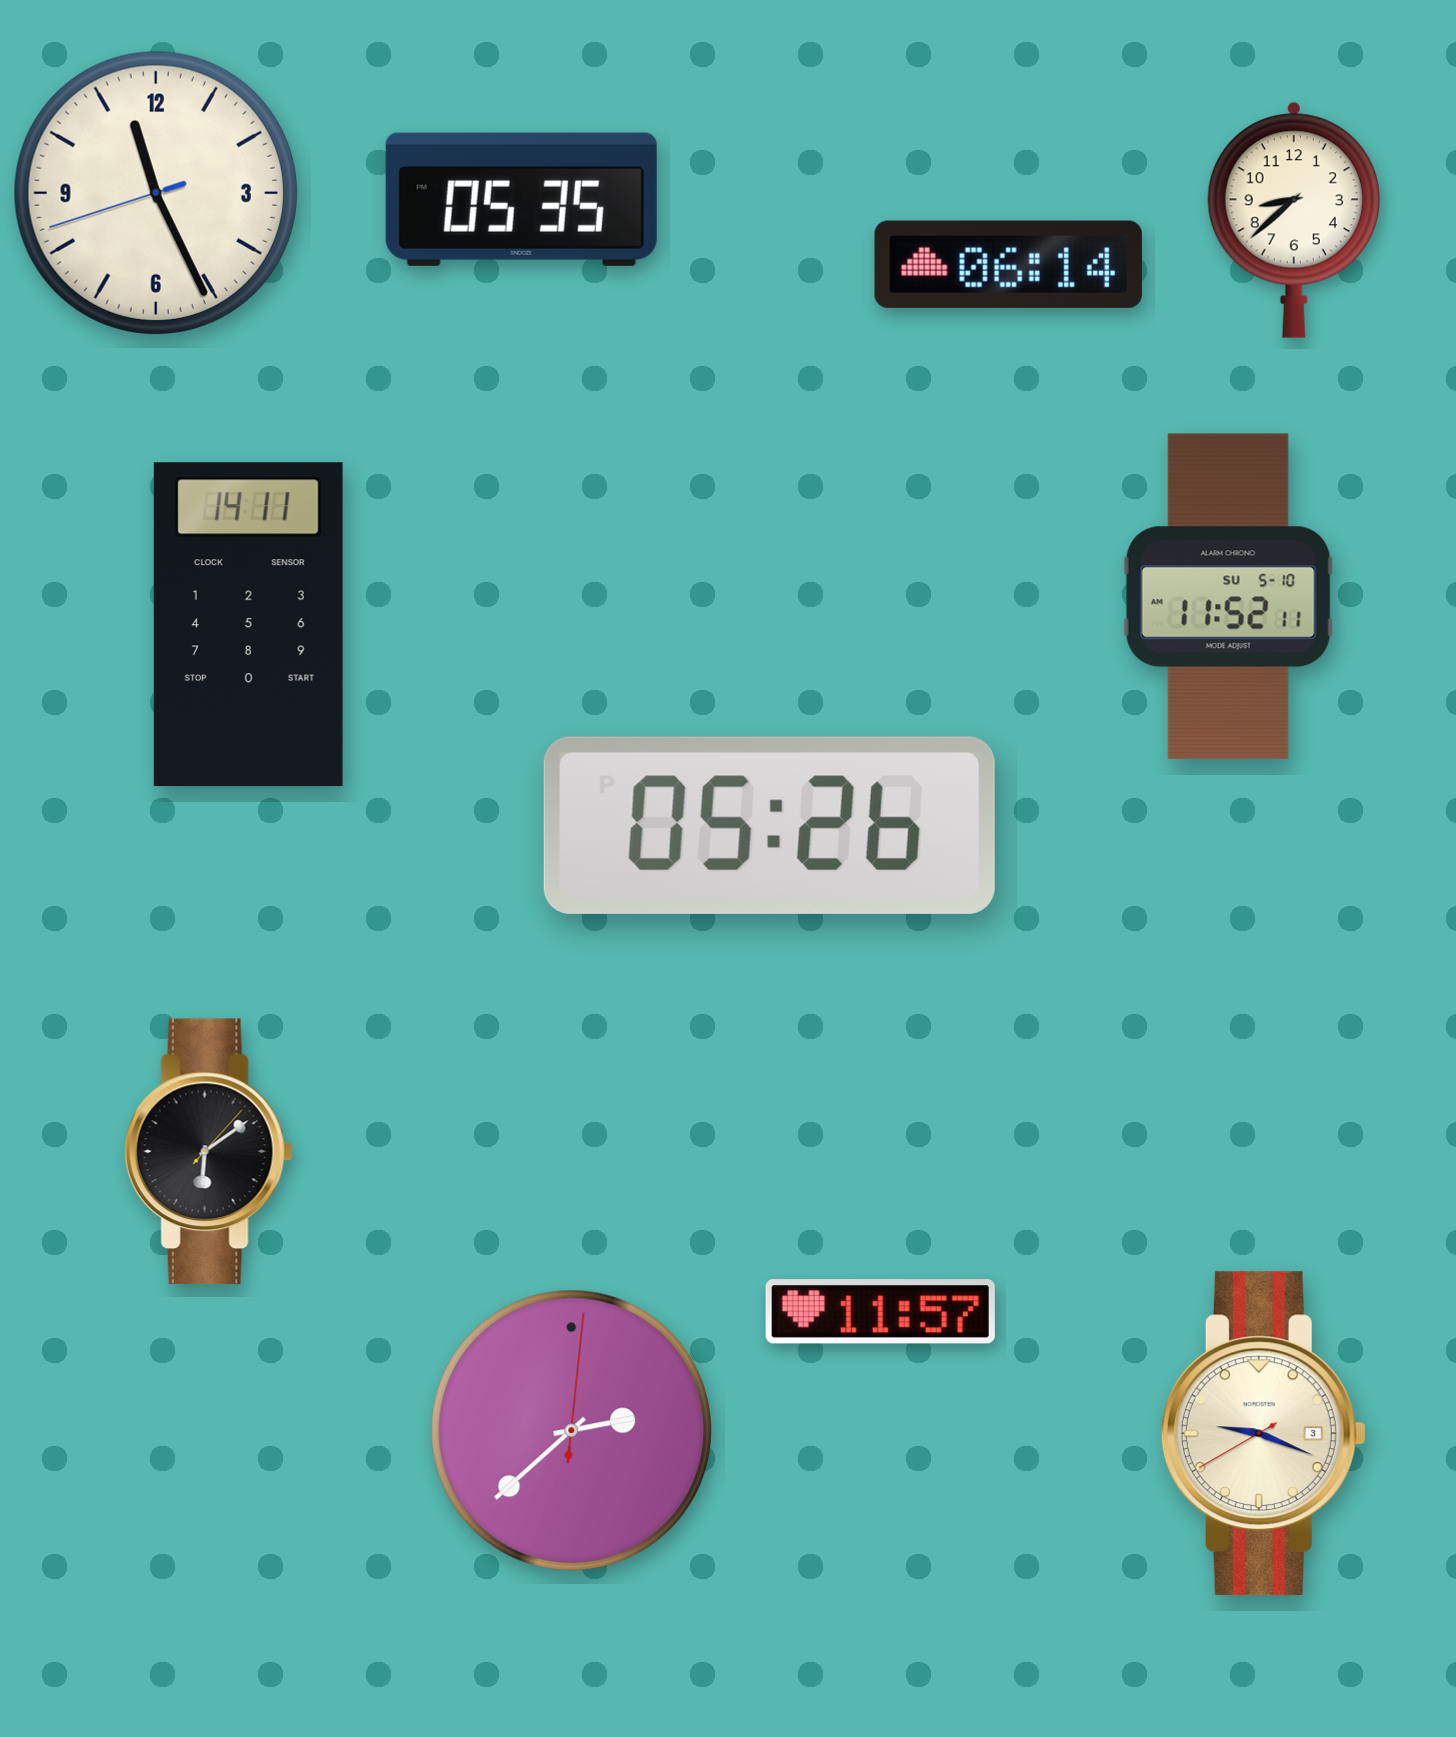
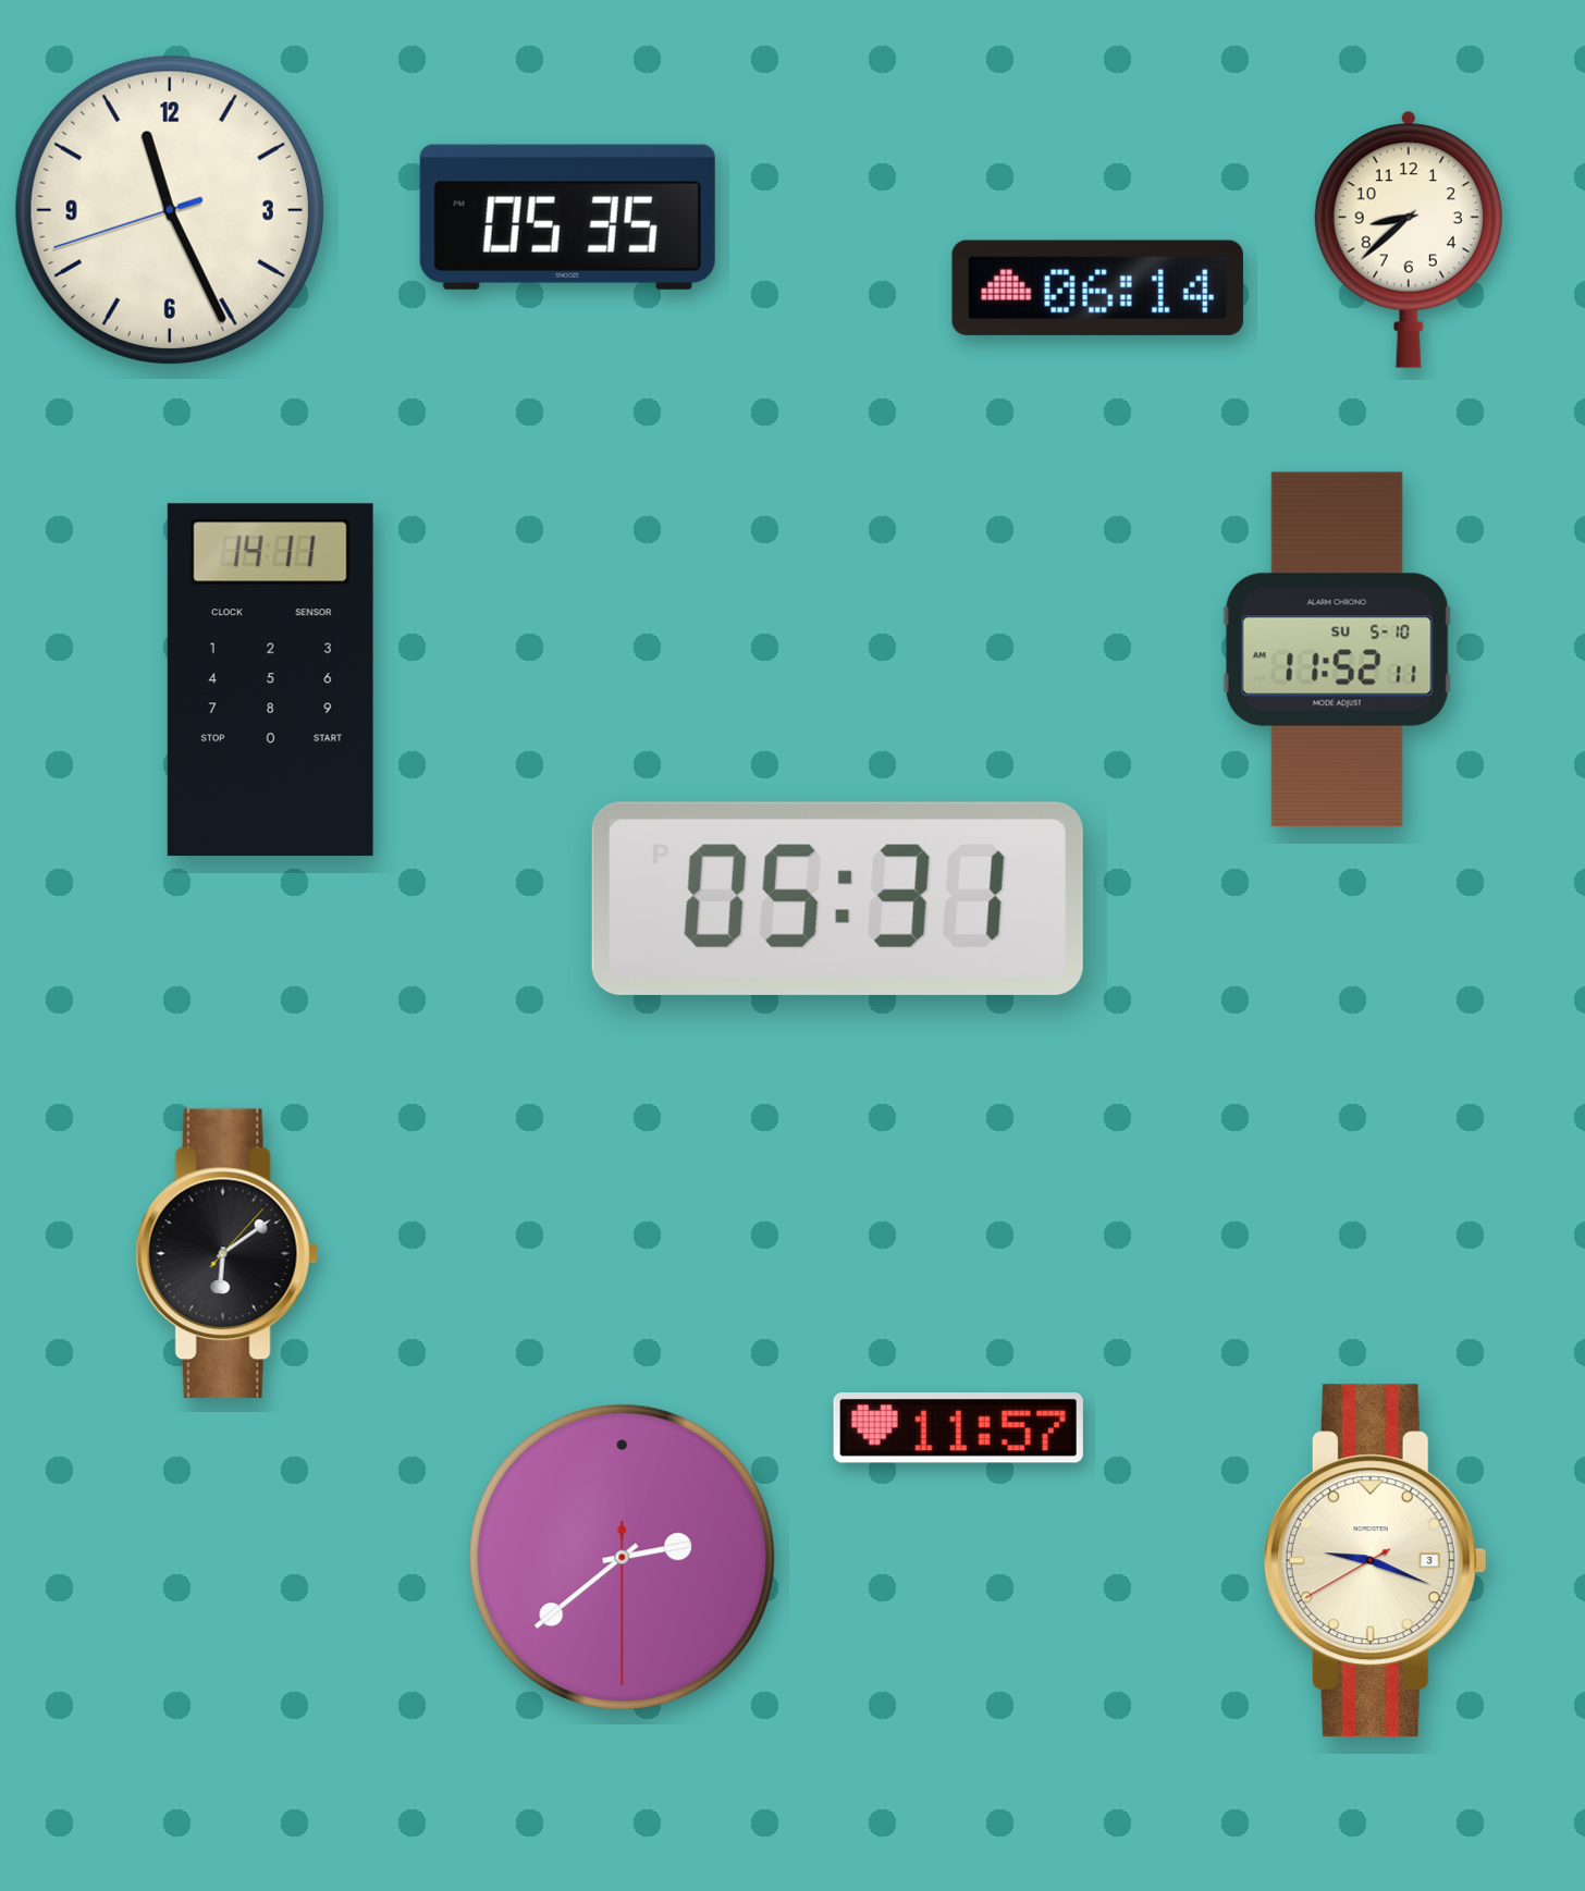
clock at (769, 825): 05:26 -> 05:31
clock at (571, 1430): 2:38:01 -> 2:38:30
